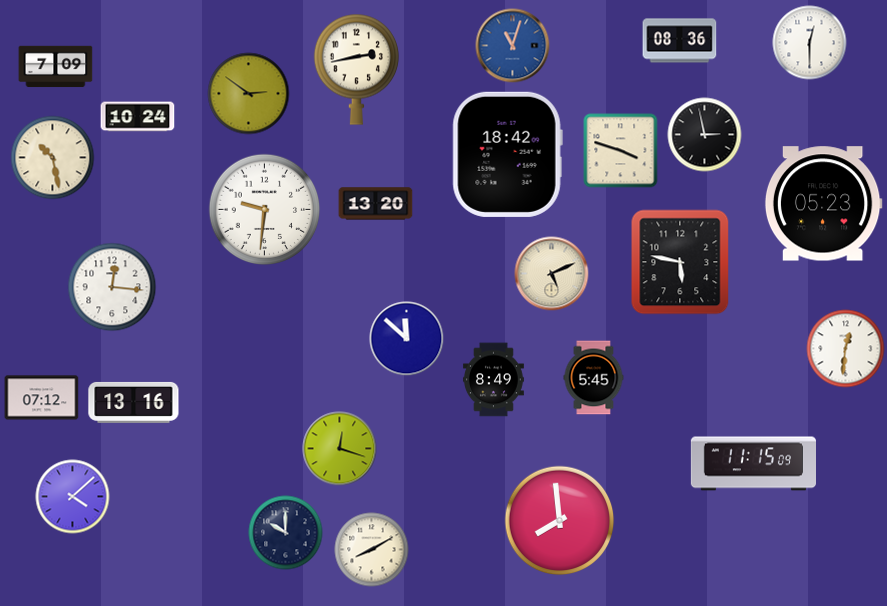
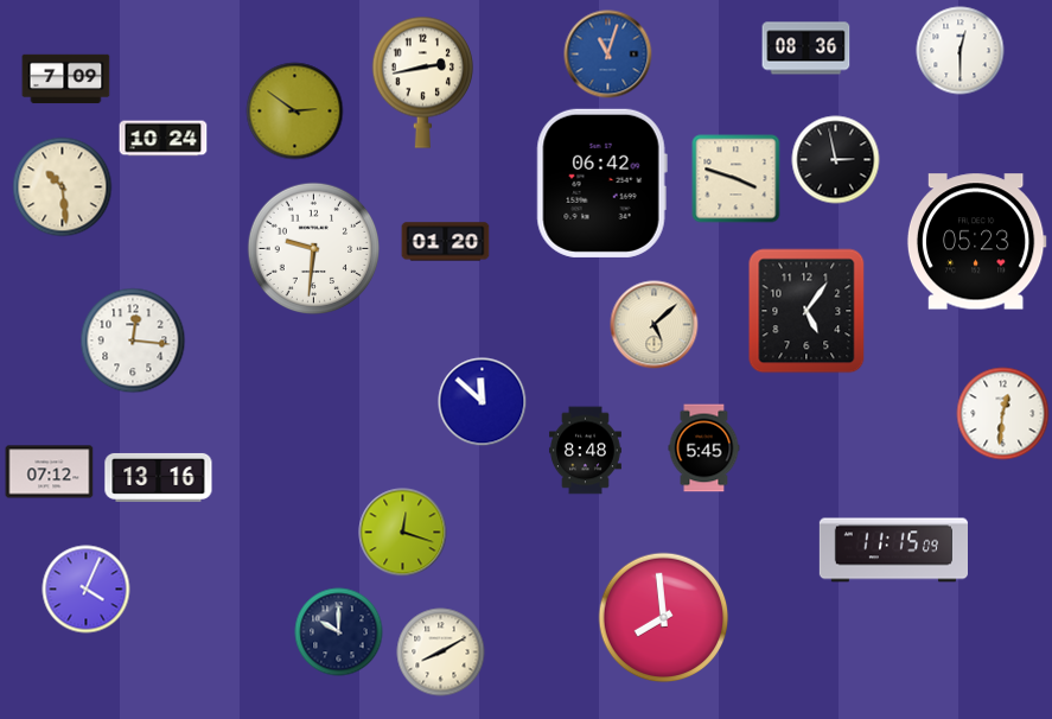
clock at (507, 154): 18:42 -> 06:42
clock at (53, 158): 10:28 -> 10:29
clock at (376, 204): 13:20 -> 01:20
clock at (680, 262): 5:47 -> 5:06
clock at (552, 274): 5:11 -> 5:08
clock at (494, 380): 8:49 -> 8:48
clock at (73, 497): 4:08 -> 4:04
